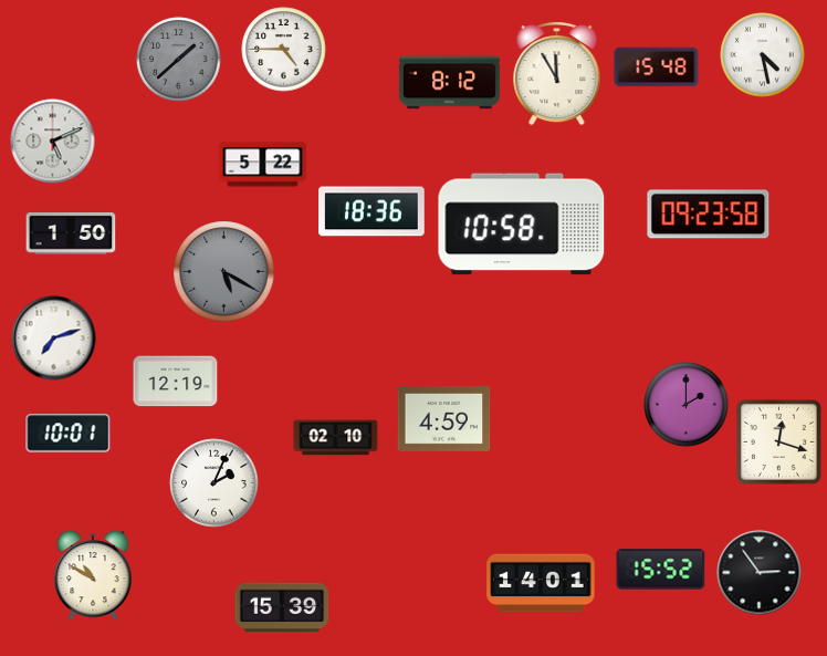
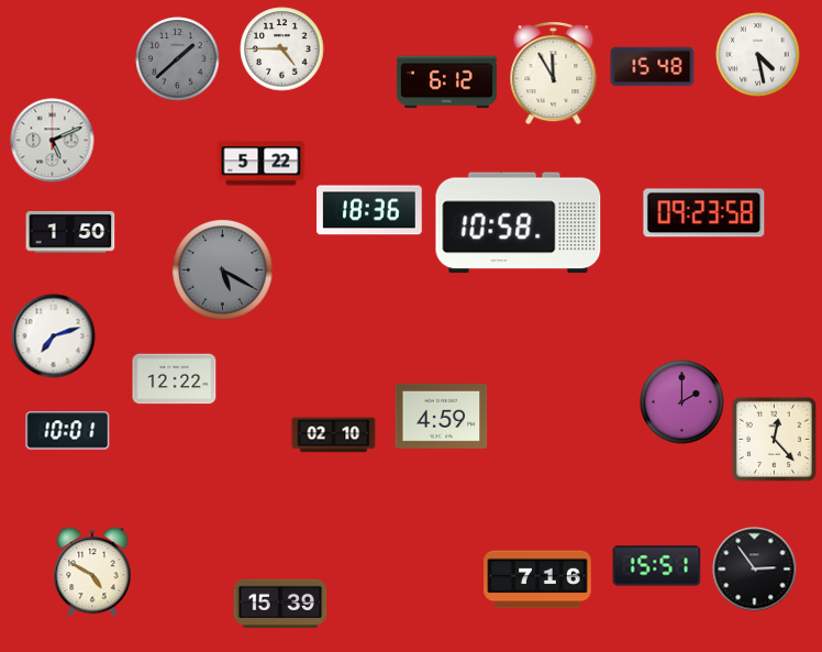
clock at (449, 83): 8:12 -> 6:12
clock at (176, 382): 12:19 -> 12:22
clock at (778, 441): 12:18 -> 12:23
clock at (214, 483): 2:04 -> none
clock at (661, 570): 15:52 -> 15:51
clock at (93, 575): 10:50 -> 4:50
clock at (541, 583): 14:01 -> 7:16
